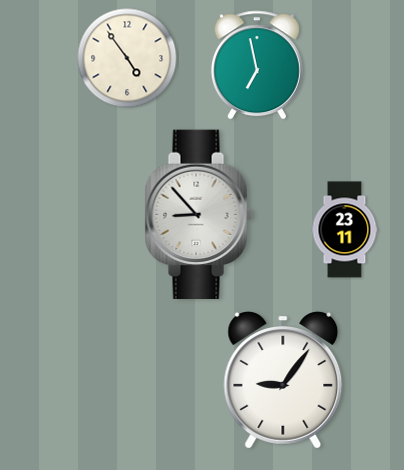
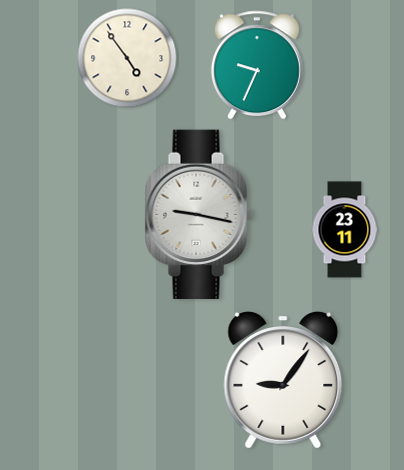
clock at (257, 65): 6:58 -> 9:34
clock at (198, 214): 8:53 -> 9:17
